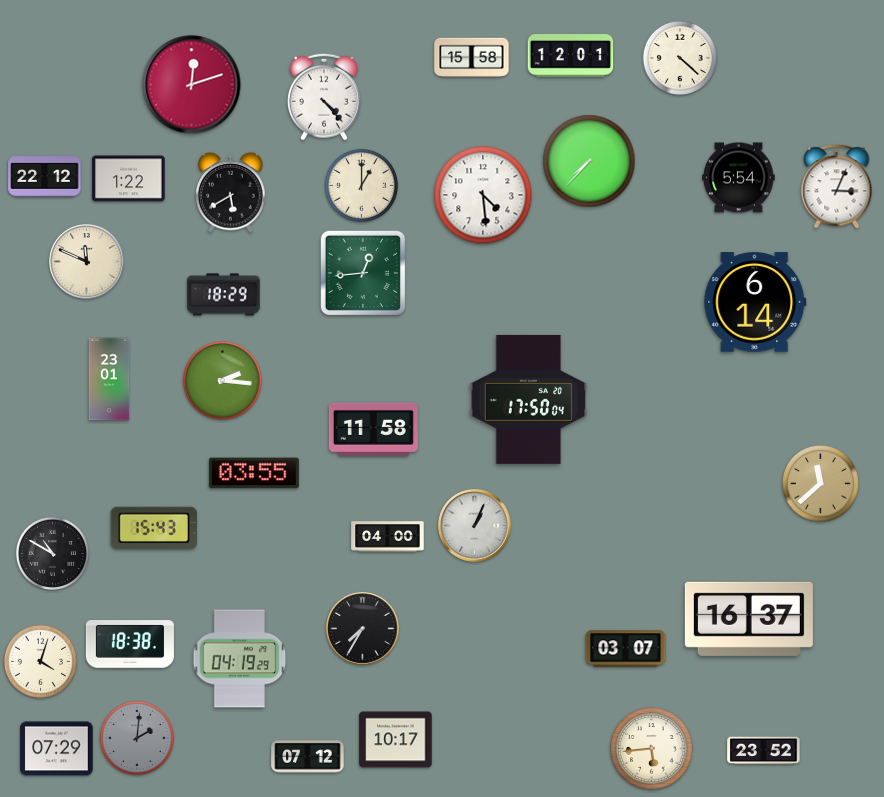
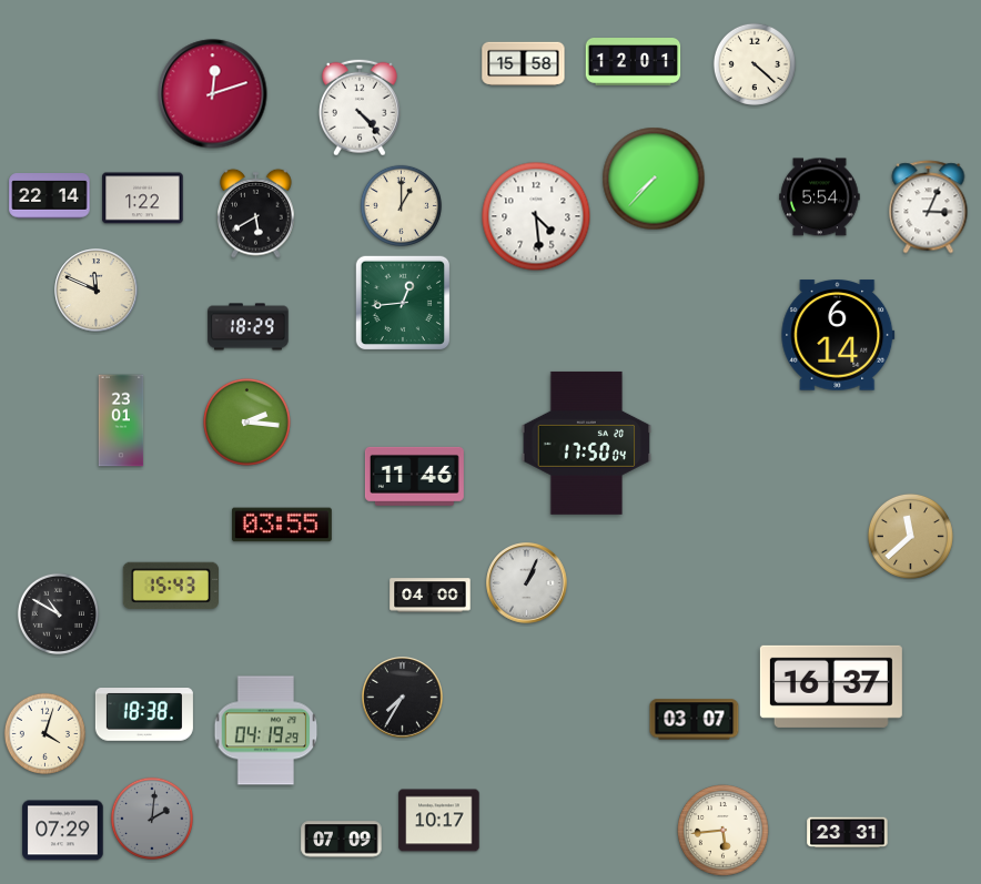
clock at (45, 177): 22:12 -> 22:14
clock at (373, 429): 11:58 -> 11:46
clock at (764, 751): 23:52 -> 23:31
clock at (308, 757): 07:12 -> 07:09
